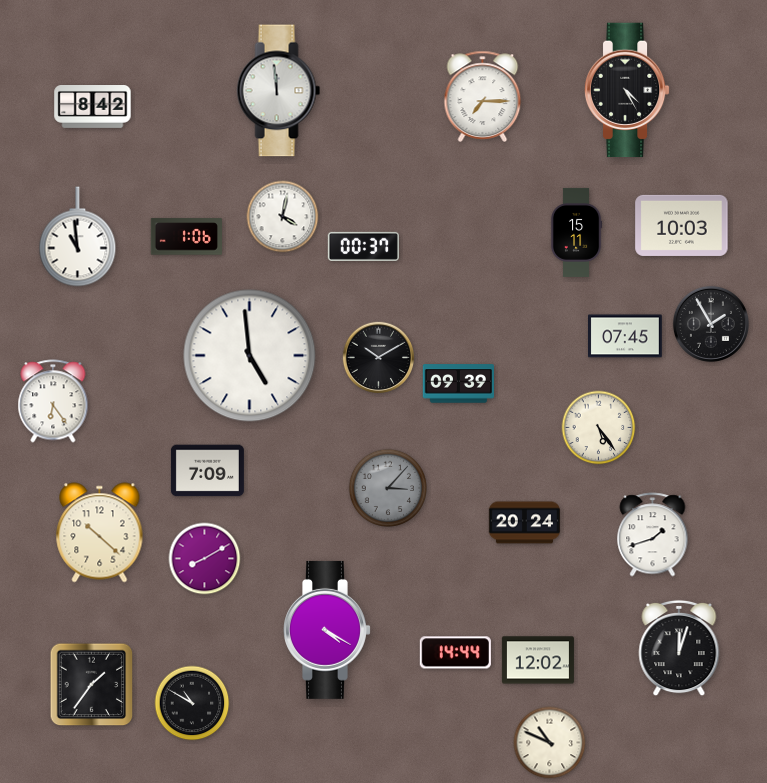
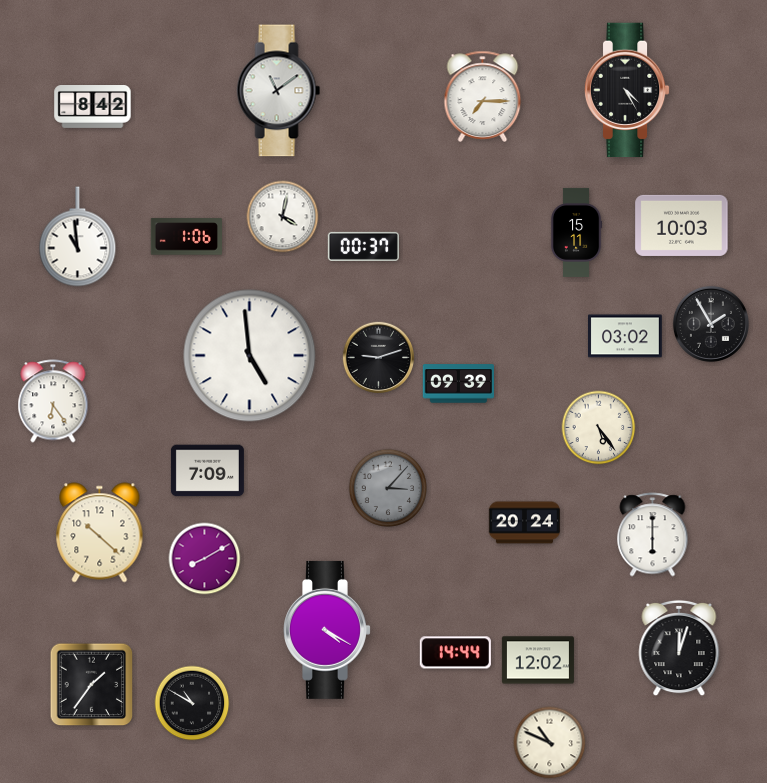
clock at (279, 91): 11:59 -> 11:09
clock at (626, 336): 07:45 -> 03:02
clock at (378, 357): 10:10 -> 9:12
clock at (653, 535): 1:42 -> 6:00
